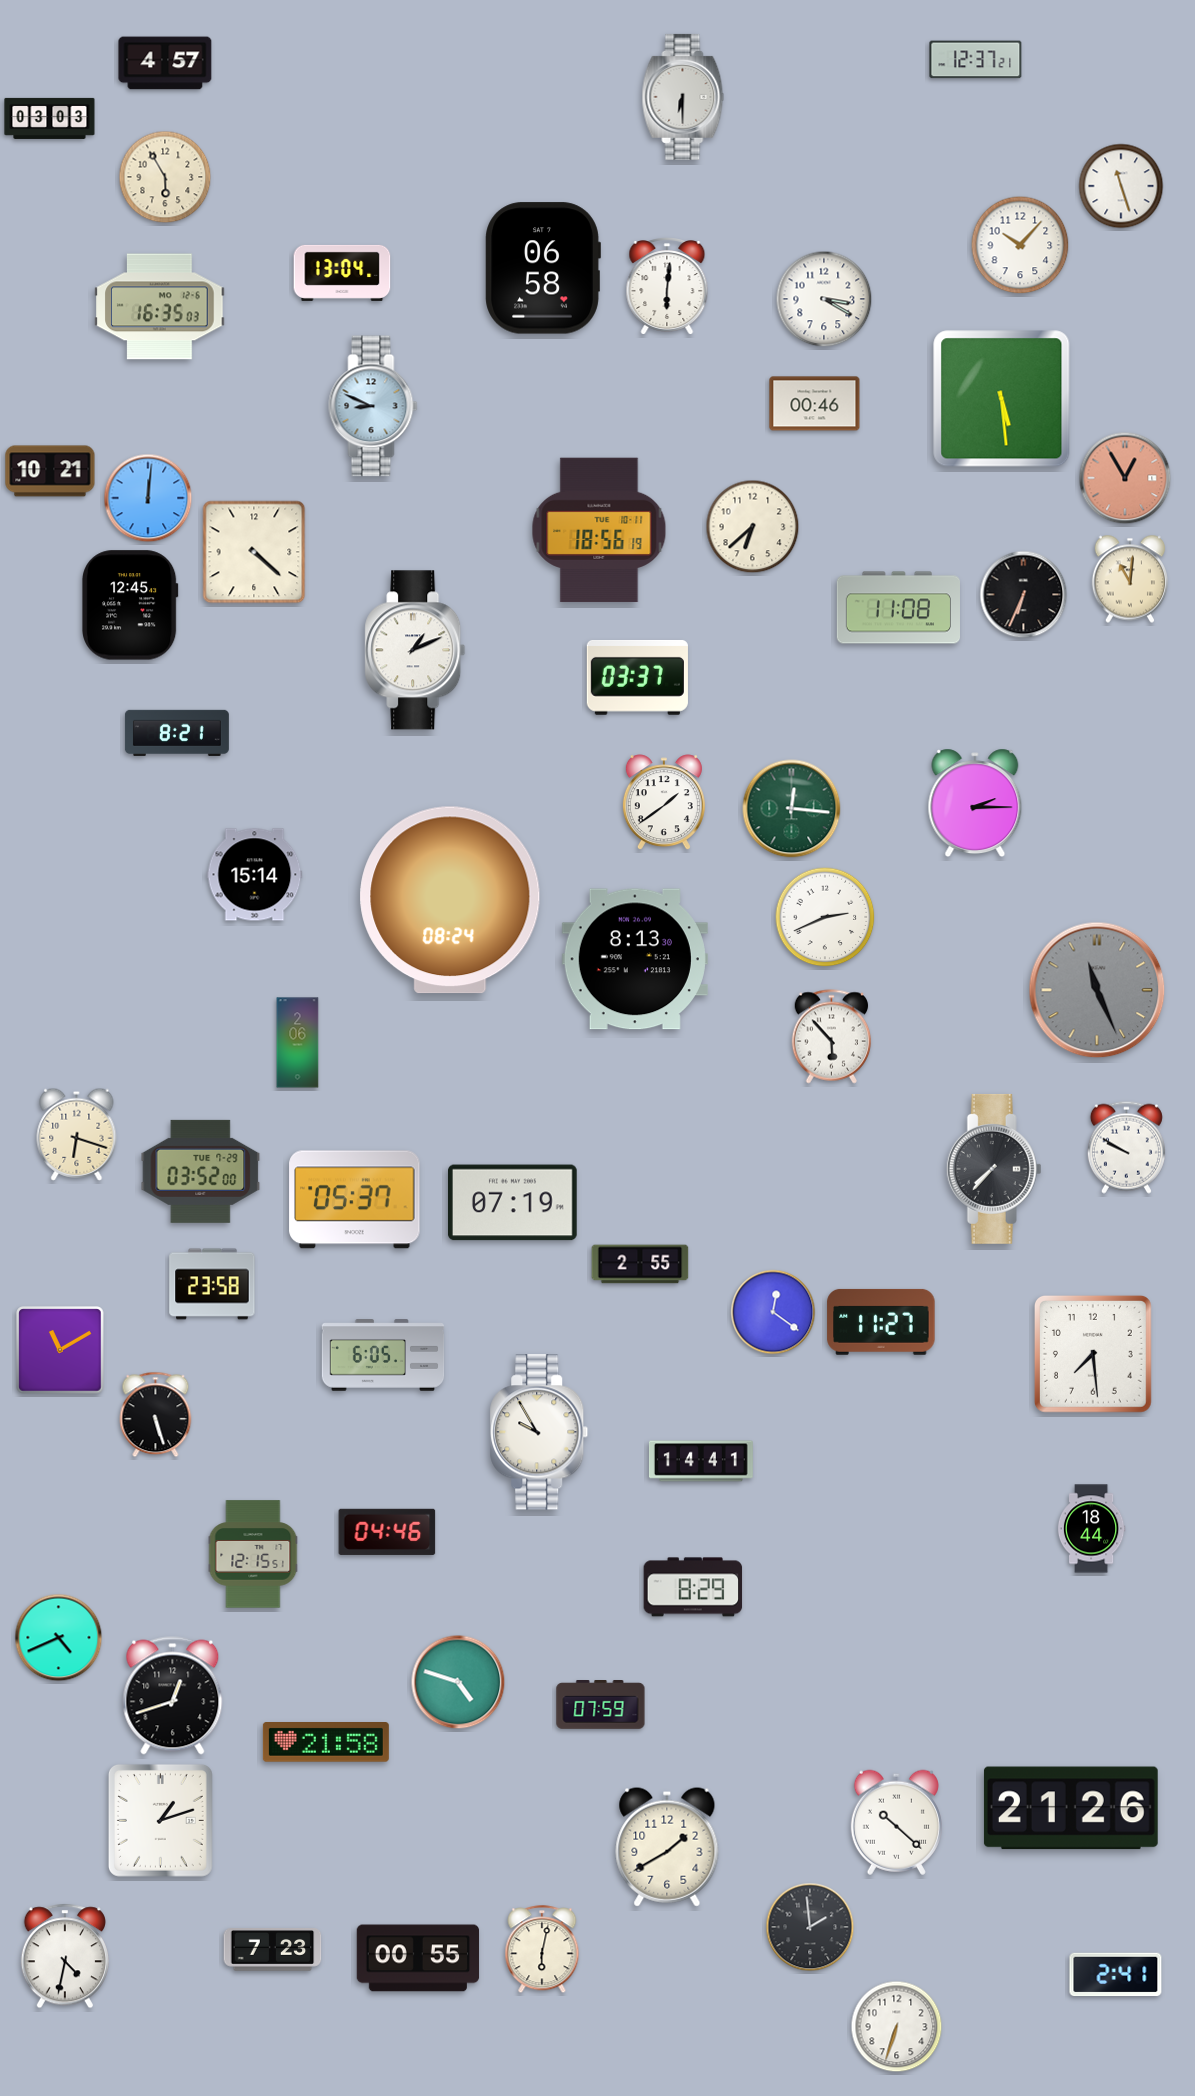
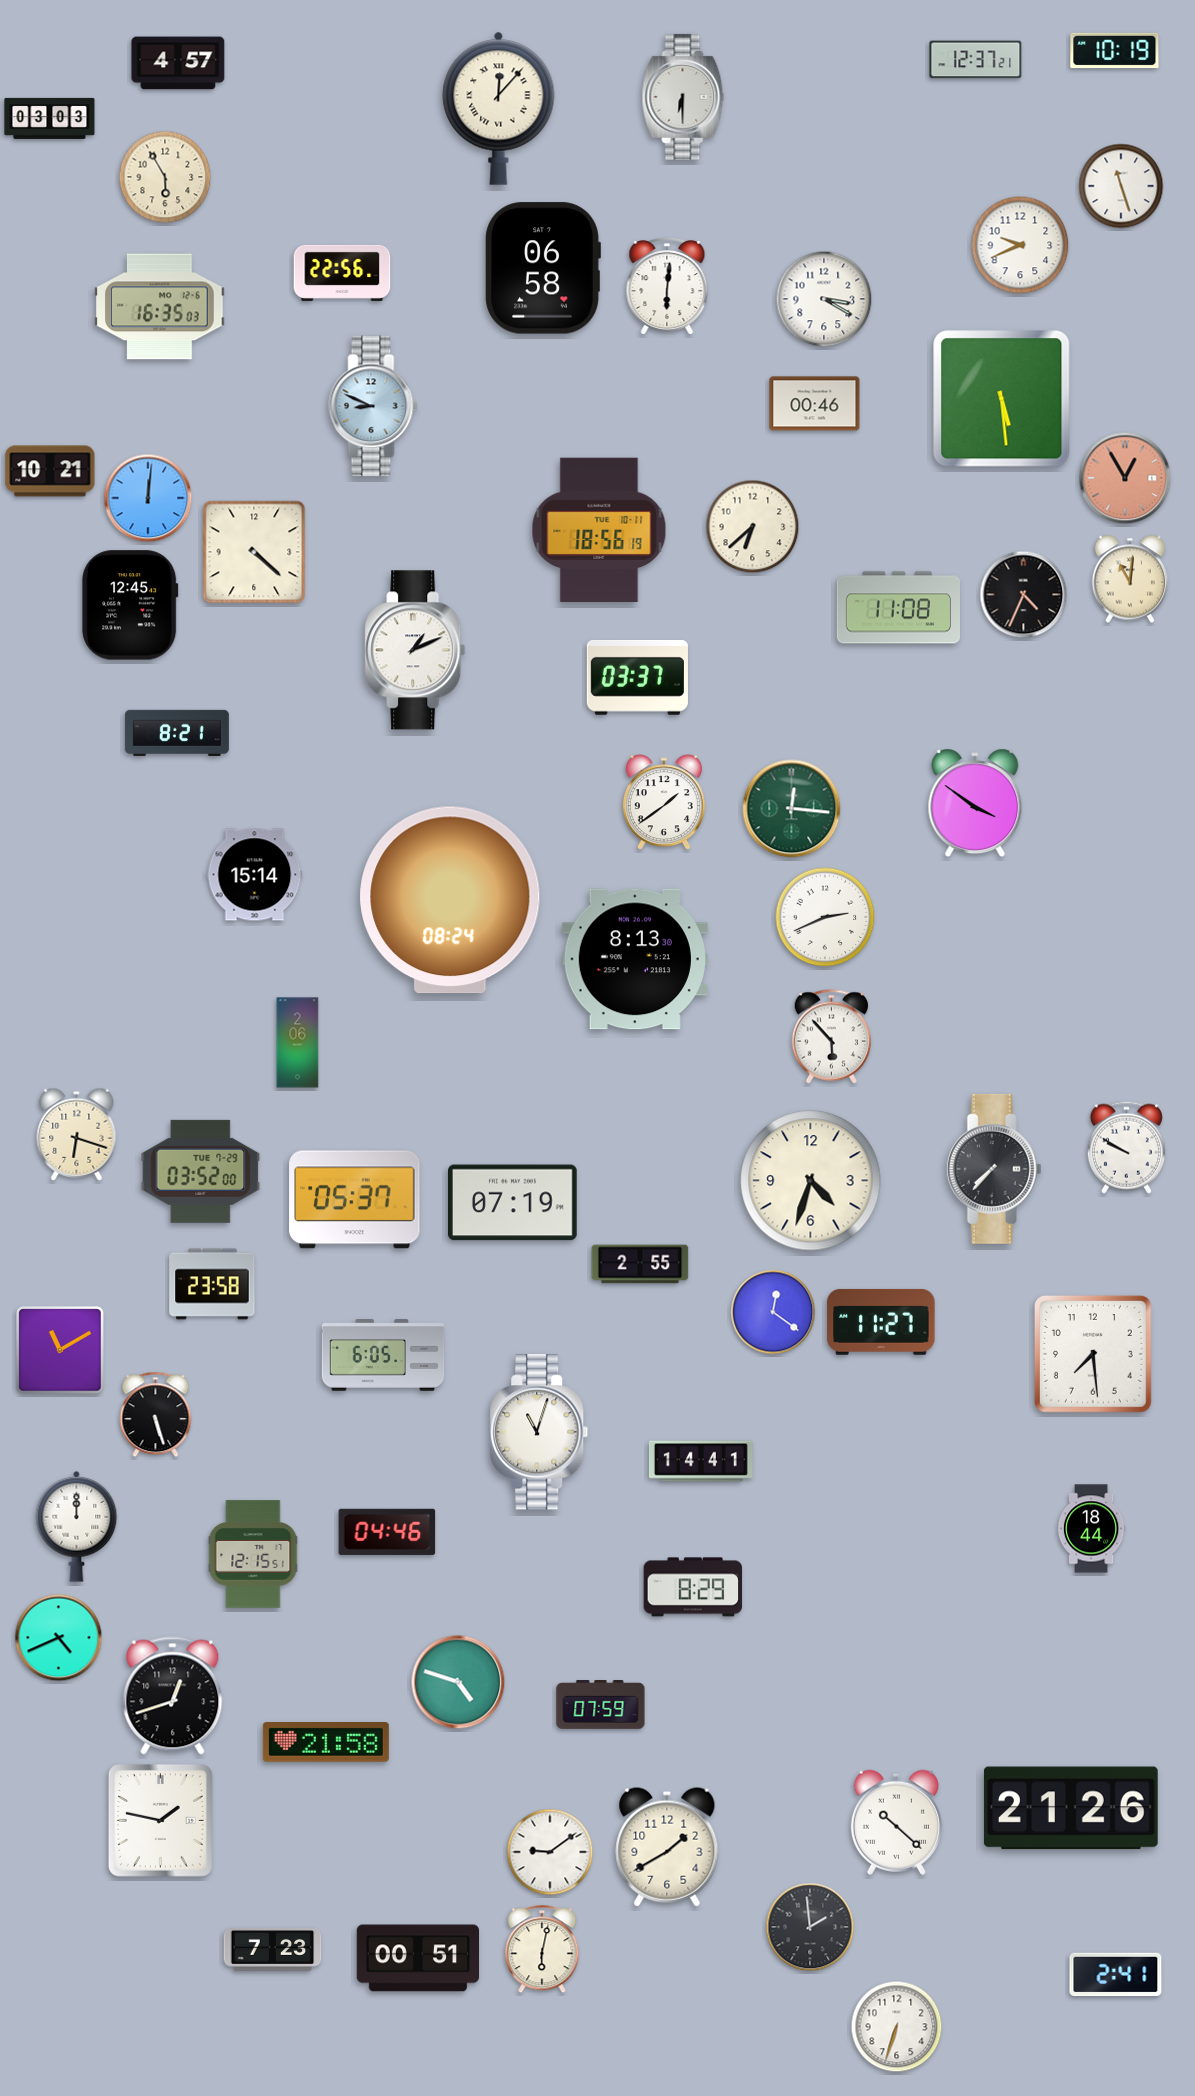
clock at (1115, 51): none -> 10:19
clock at (165, 63) position: (165, 63) -> (178, 63)
clock at (499, 108): none -> 12:07
clock at (1020, 245): 10:07 -> 9:41
clock at (342, 273): 13:04 -> 22:56
clock at (1024, 595): 6:34 -> 4:34
clock at (975, 803): 2:15 -> 3:51
clock at (1097, 990): 11:26 -> none
clock at (811, 1181): none -> 4:33
clock at (539, 1432): 9:55 -> 11:03
clock at (77, 1526): none -> 12:00
clock at (160, 1820): 1:12 -> 1:47
clock at (550, 1852): none -> 9:09
clock at (65, 1956): 4:32 -> none
clock at (418, 1958): 00:55 -> 00:51
